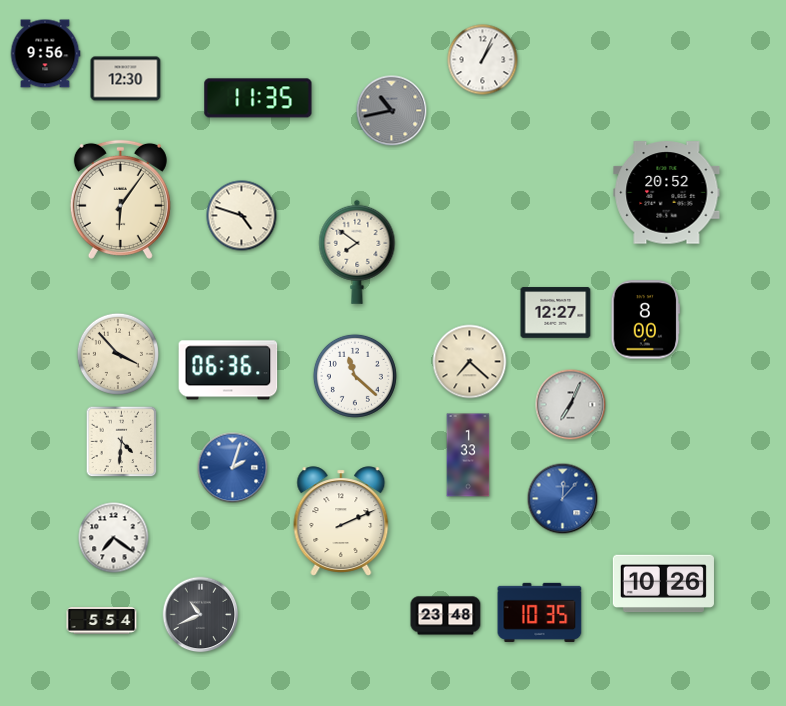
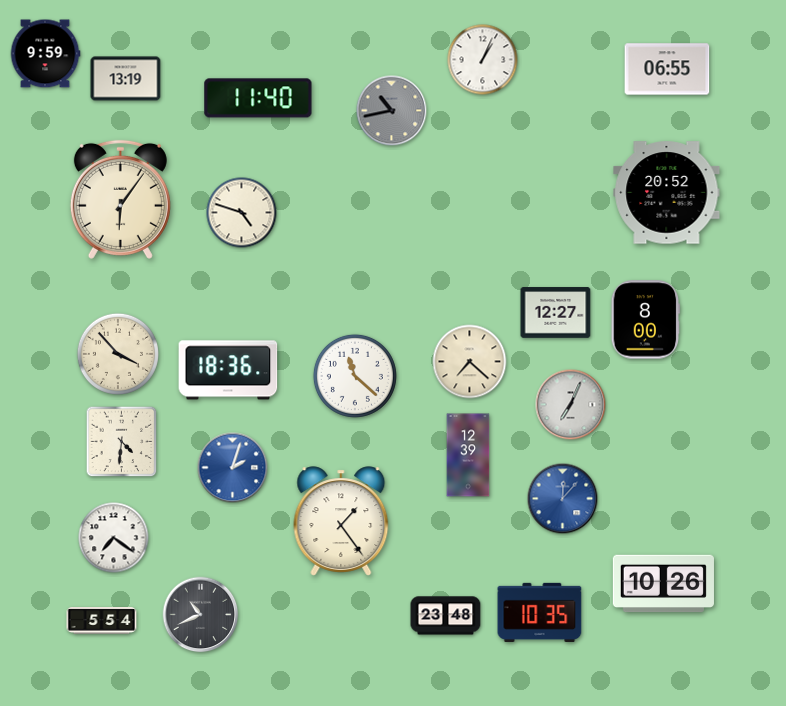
clock at (45, 54): 9:56 -> 9:59
clock at (667, 69): none -> 06:55
clock at (126, 79): 12:30 -> 13:19
clock at (258, 98): 11:35 -> 11:40
clock at (242, 216) position: (242, 216) -> (242, 213)
clock at (357, 252): 7:51 -> none
clock at (228, 370): 06:36 -> 18:36
clock at (468, 455): 1:33 -> 12:39
clock at (341, 521): 2:11 -> 1:24
